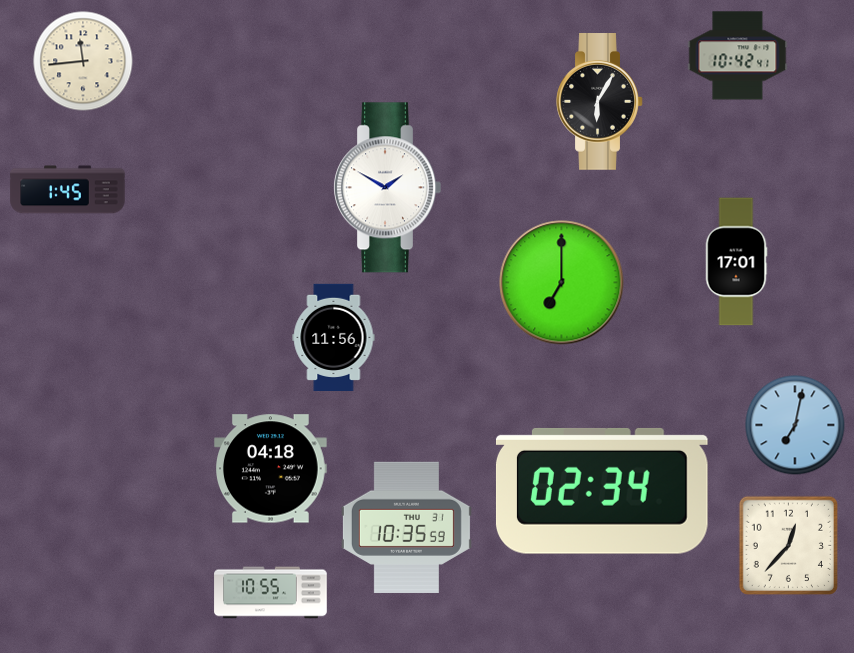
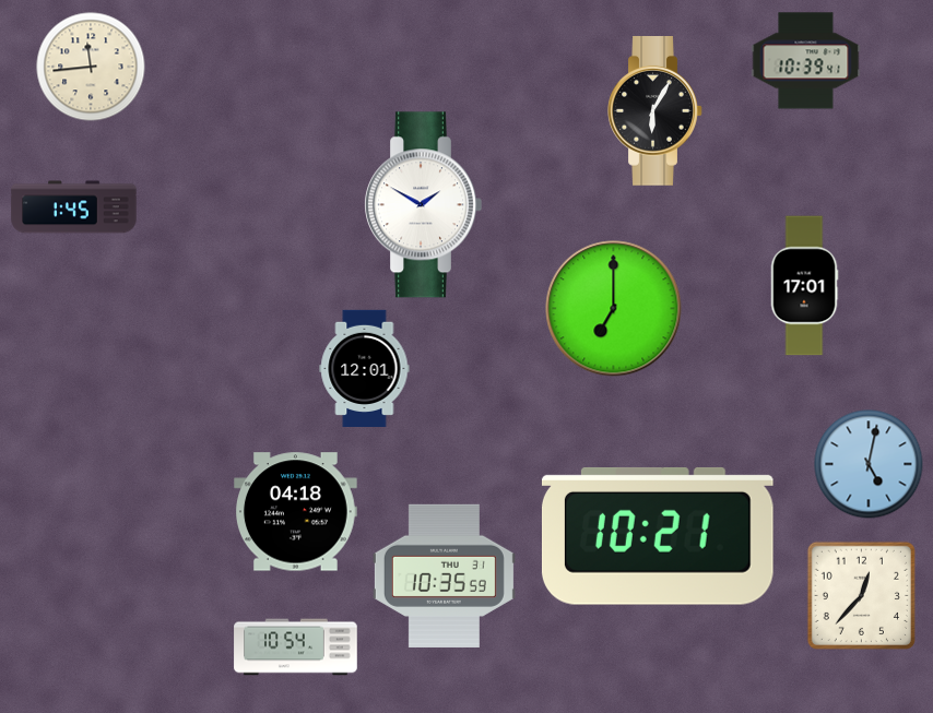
clock at (738, 56): 10:42 -> 10:39
clock at (334, 337): 11:56 -> 12:01
clock at (795, 425): 7:02 -> 5:02
clock at (602, 491): 02:34 -> 10:21
clock at (271, 593): 10:55 -> 10:54
